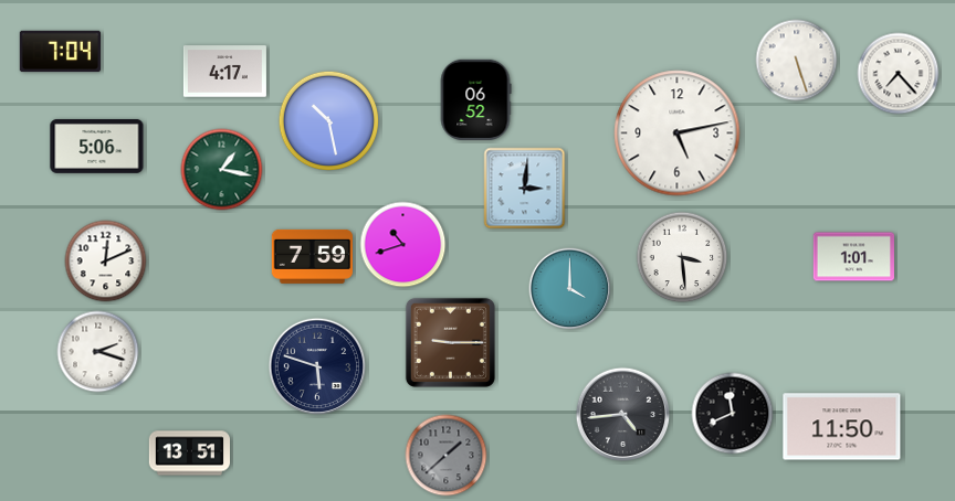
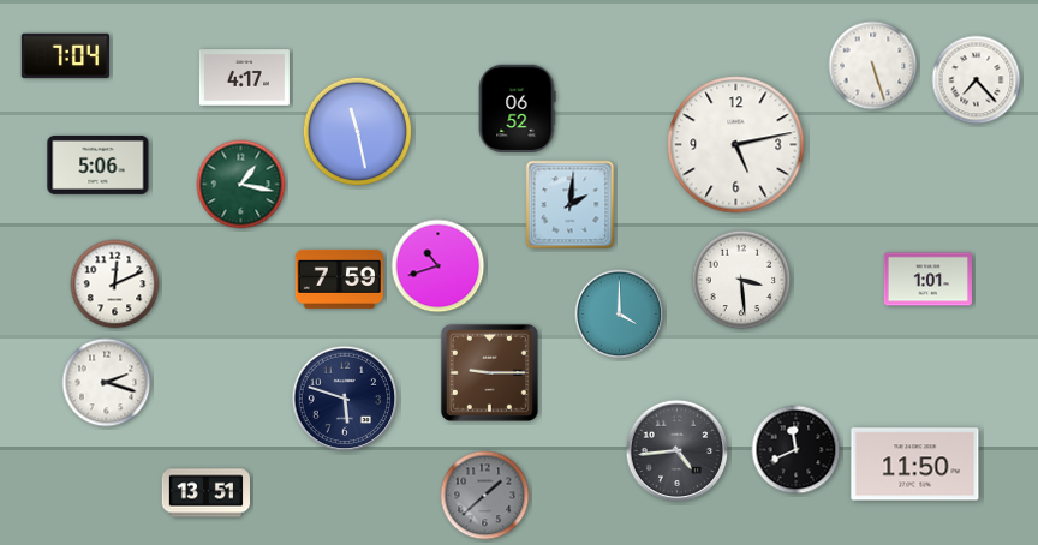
clock at (797, 61) position: (797, 61) -> (873, 66)
clock at (328, 120): 10:28 -> 11:28
clock at (97, 146) position: (97, 146) -> (99, 164)
clock at (525, 189): 3:01 -> 2:01
